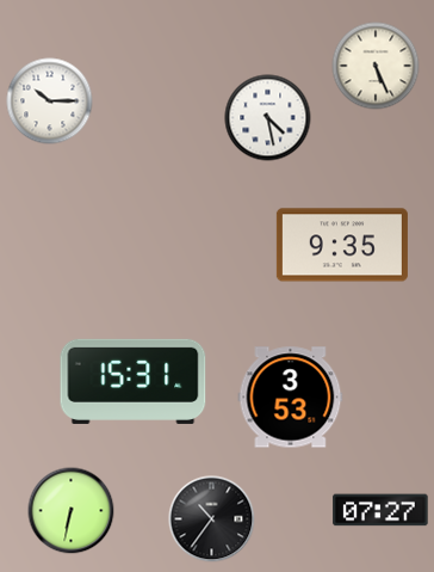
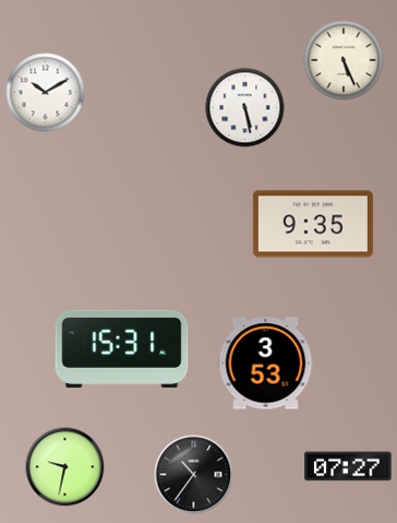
clock at (50, 102): 10:15 -> 10:10
clock at (268, 118): 4:28 -> 5:28
clock at (72, 511): 6:32 -> 9:32
